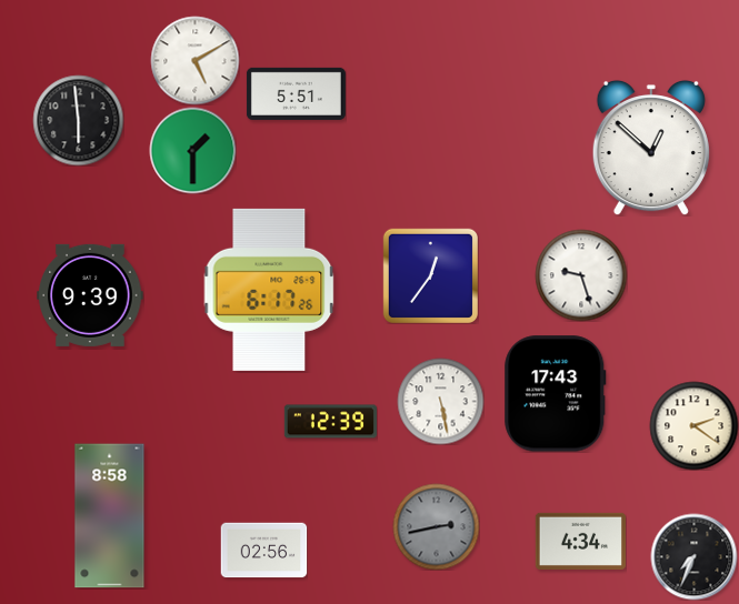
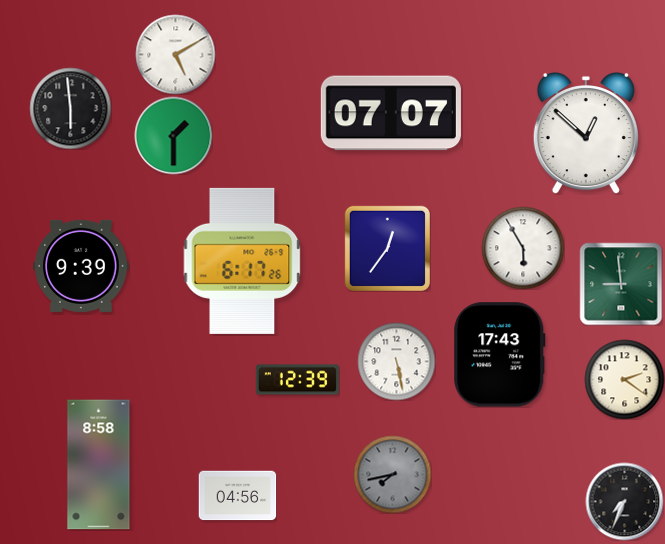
clock at (296, 93): 5:51 -> none
clock at (391, 113): none -> 07:07
clock at (581, 275): 9:27 -> 5:55
clock at (621, 284): none -> 8:59
clock at (693, 425) position: (693, 425) -> (624, 379)
clock at (436, 526): 2:43 -> 7:43
clock at (580, 541): 4:34 -> none
clock at (263, 551): 02:56 -> 04:56
